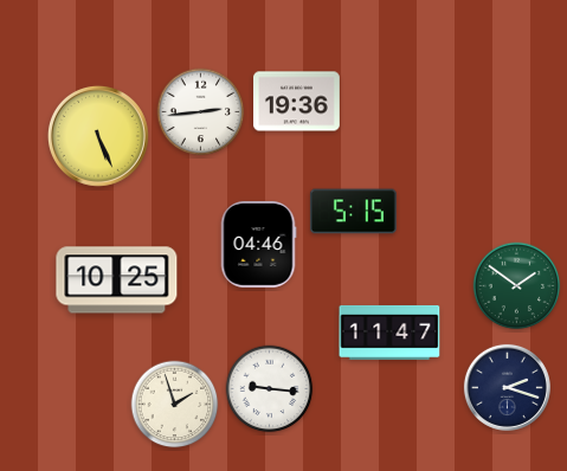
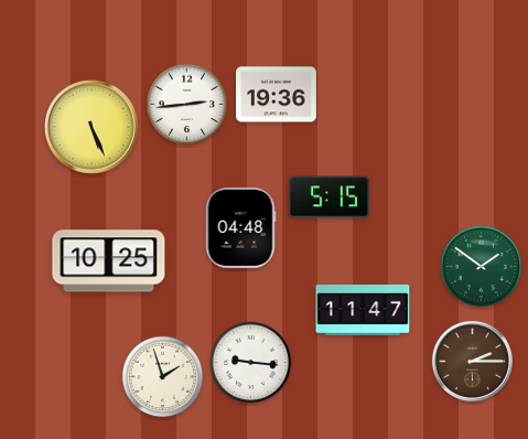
clock at (258, 244): 04:46 -> 04:48
clock at (507, 387): 2:18 -> 2:15
clock at (507, 387) dial: navy -> brown
